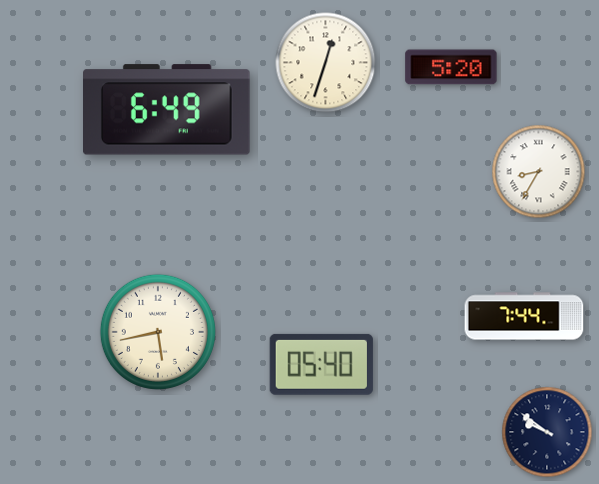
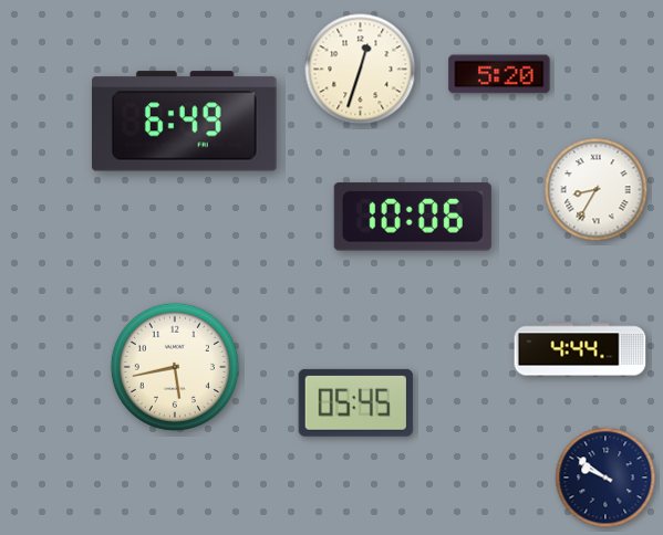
clock at (413, 217): none -> 10:06
clock at (524, 316): 7:44 -> 4:44
clock at (321, 364): 05:40 -> 05:45
